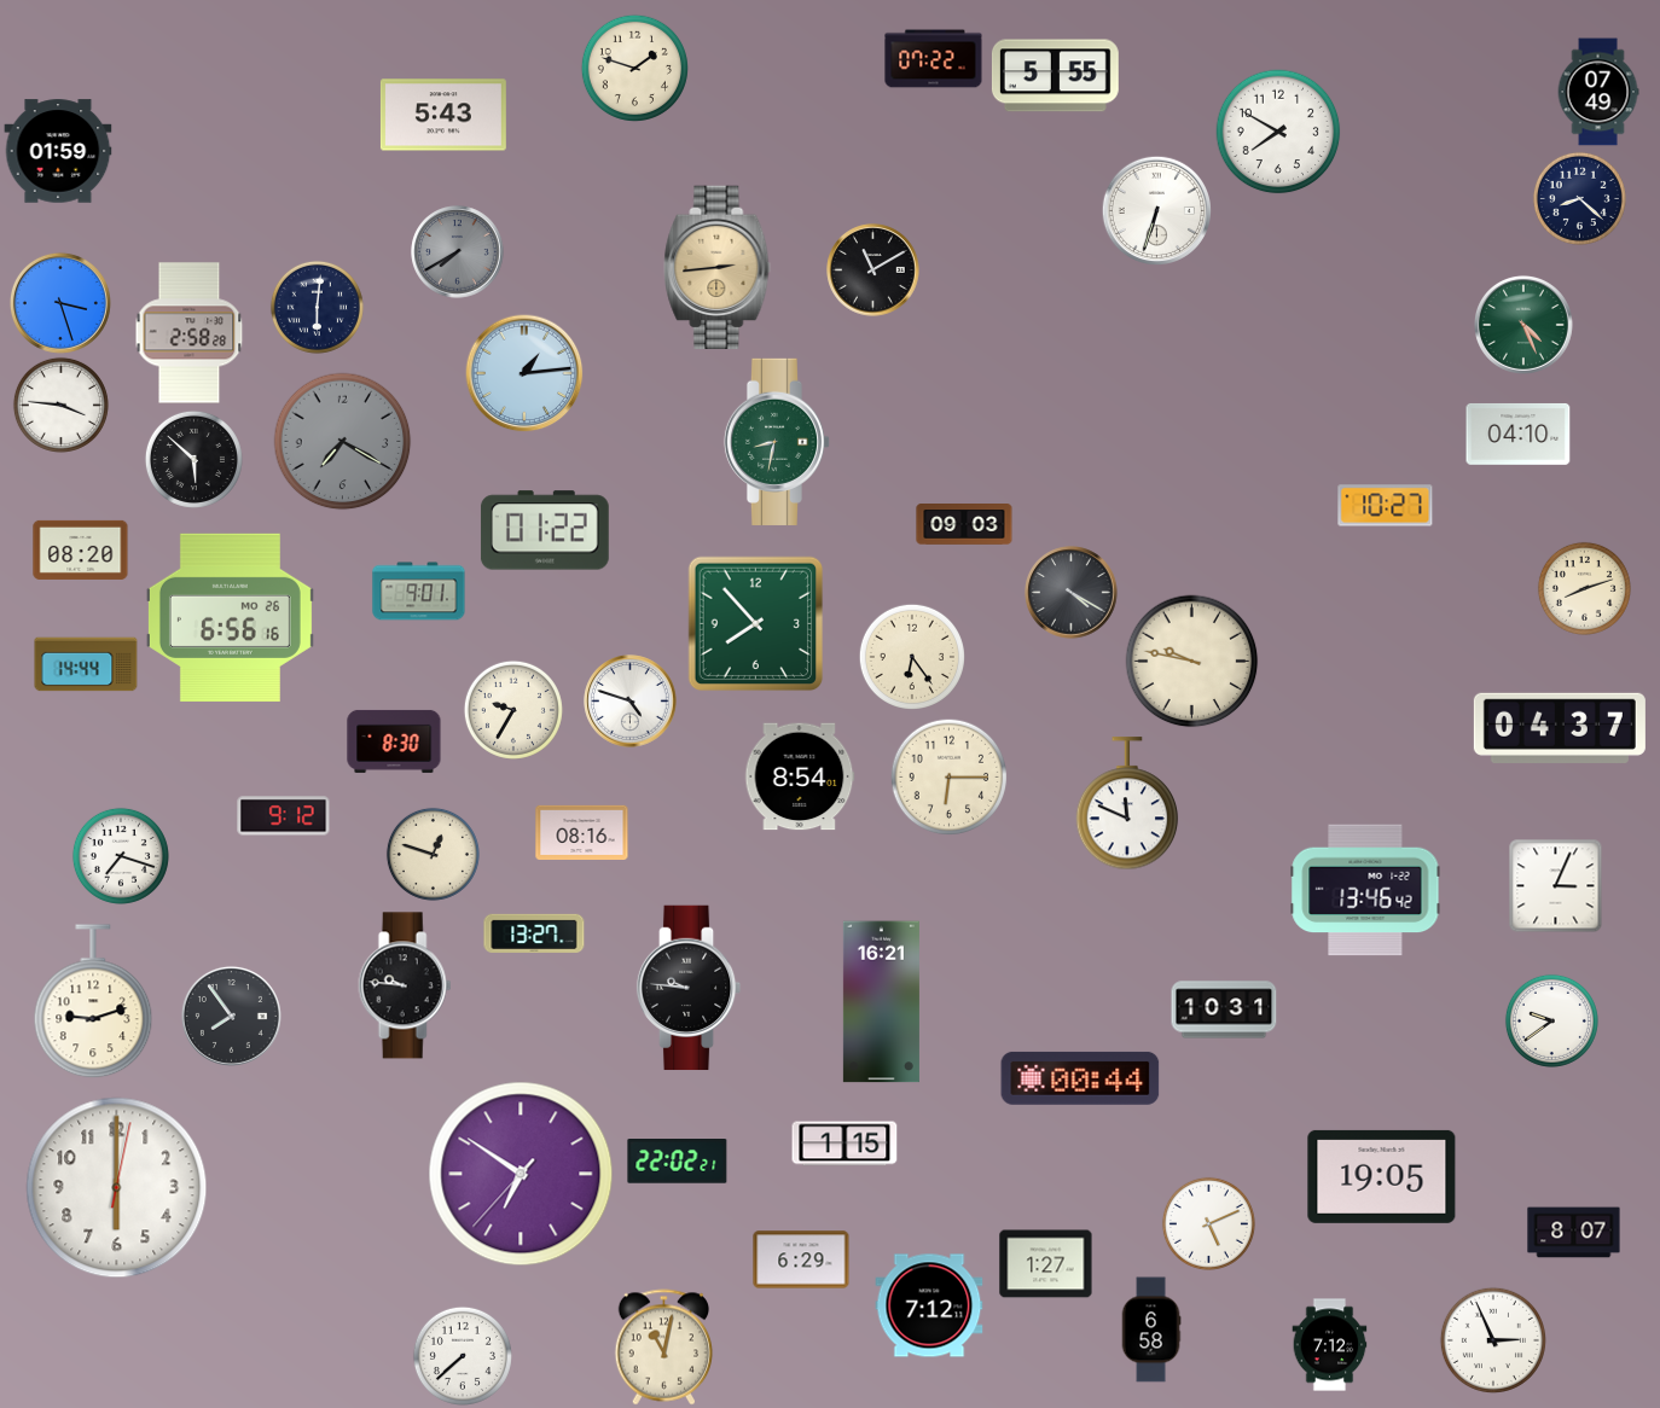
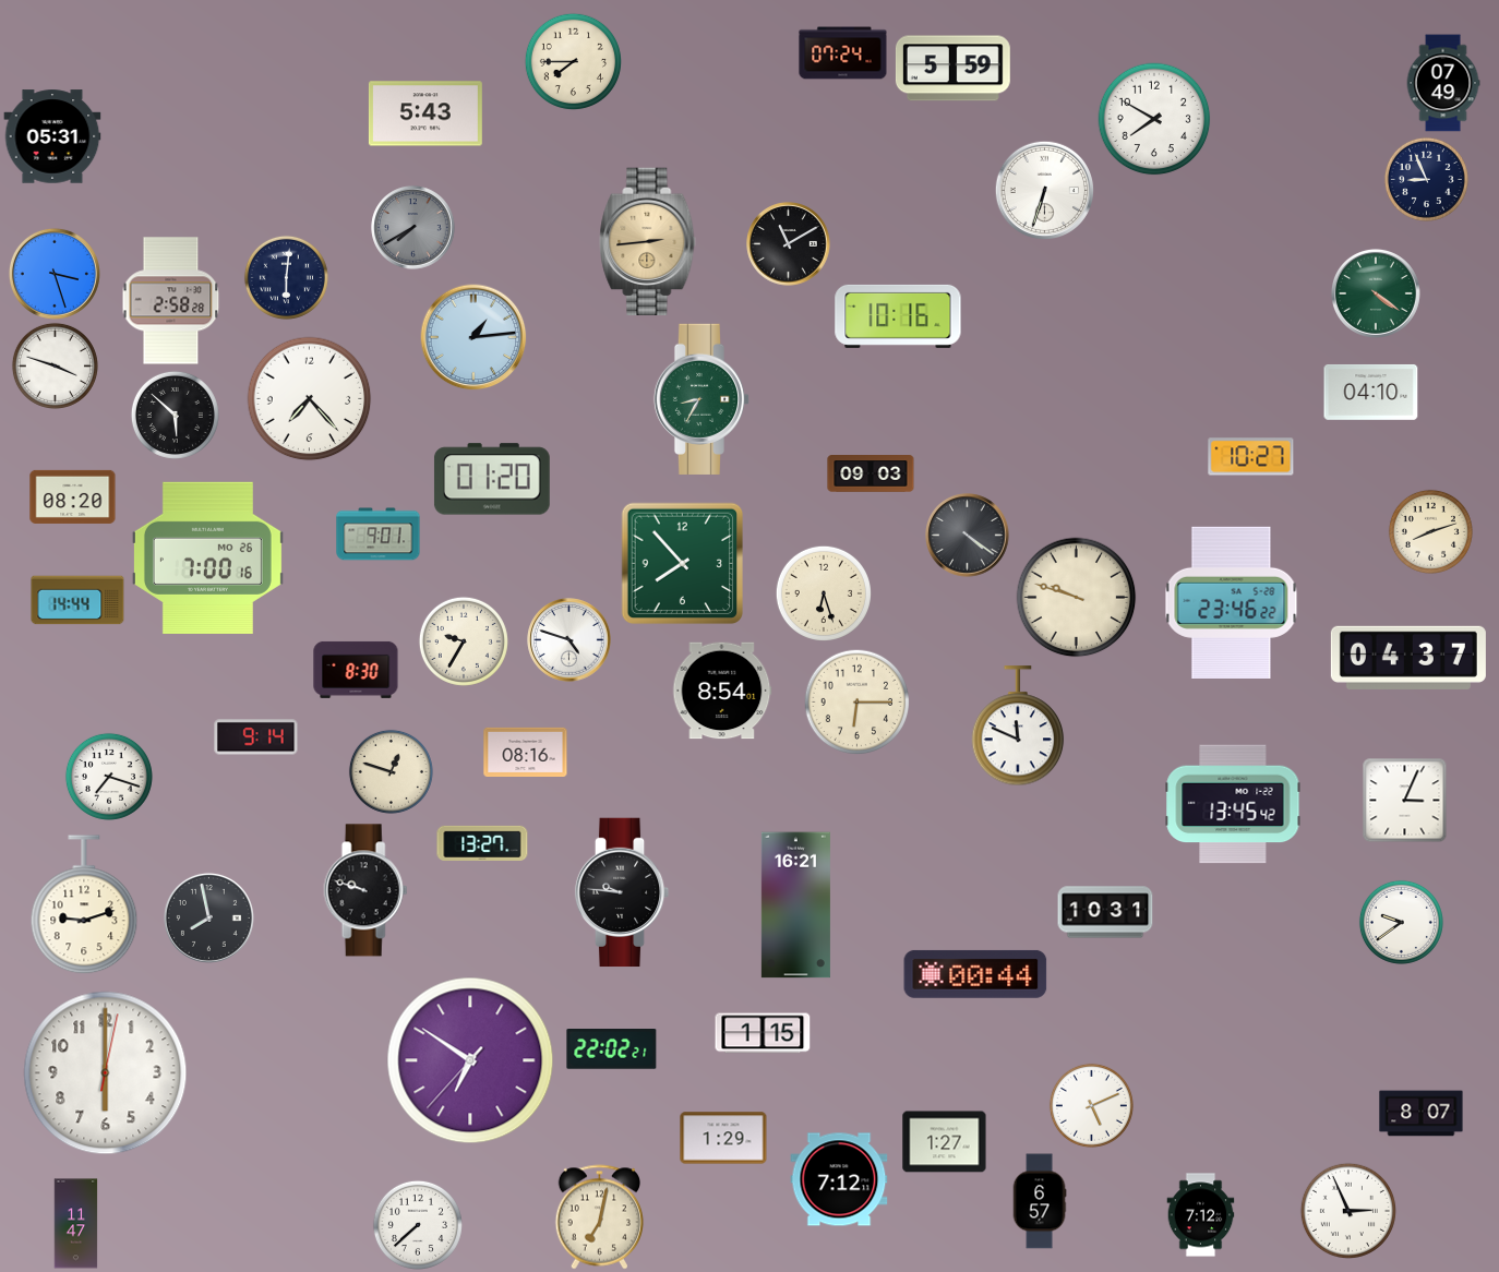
clock at (934, 59): 07:22 -> 07:24
clock at (634, 68): 1:48 -> 7:45
clock at (1055, 76): 5:55 -> 5:59
clock at (443, 115) position: (443, 115) -> (425, 113)
clock at (58, 151): 01:59 -> 05:31
clock at (1579, 198): 8:22 -> 8:56
clock at (1523, 325): 4:26 -> 4:21
clock at (898, 316): none -> 10:16
clock at (60, 405): 3:46 -> 3:48
clock at (343, 442): 7:20 -> 7:23
clock at (343, 442) dial: grey -> white
clock at (777, 442): 8:32 -> 8:35
clock at (545, 530): 01:22 -> 01:20
clock at (1072, 593): 4:20 -> 4:21
clock at (230, 617): 6:56 -> 7:00
clock at (912, 657): 6:24 -> 6:27
clock at (1192, 662): 9:47 -> 9:48
clock at (1232, 602): none -> 23:46
clock at (631, 702) position: (631, 702) -> (569, 640)
clock at (800, 776) position: (800, 776) -> (722, 691)
clock at (284, 816): 9:12 -> 9:14
clock at (121, 856) position: (121, 856) -> (109, 777)
clock at (1365, 890): 13:46 -> 13:45
clock at (405, 985): 9:46 -> 9:48
clock at (231, 1016): 7:54 -> 7:58
clock at (1382, 1176): 19:05 -> none
clock at (801, 1259): 6:29 -> 1:29
clock at (1151, 1330): 6:58 -> 6:57
clock at (664, 1348): 11:02 -> 7:02
clock at (76, 1224): none -> 11:47
